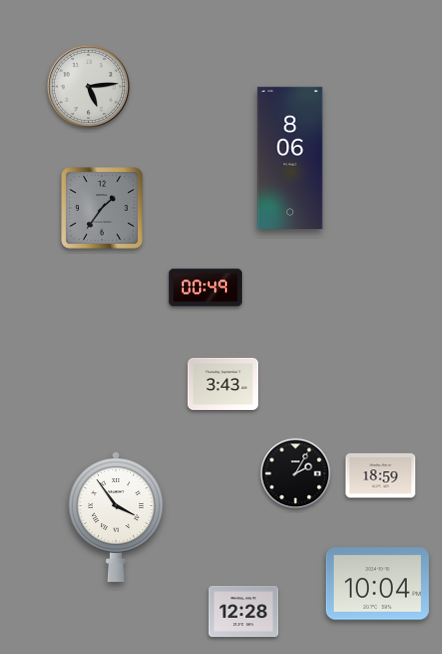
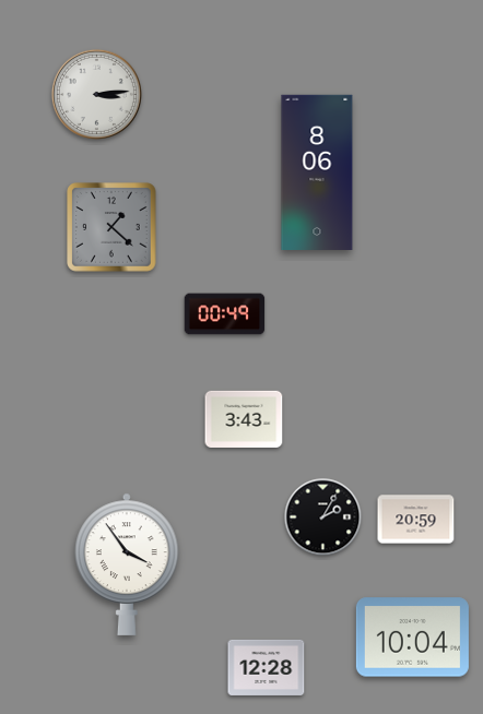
clock at (88, 86): 5:14 -> 3:14
clock at (102, 208): 1:36 -> 1:22
clock at (381, 476): 18:59 -> 20:59
